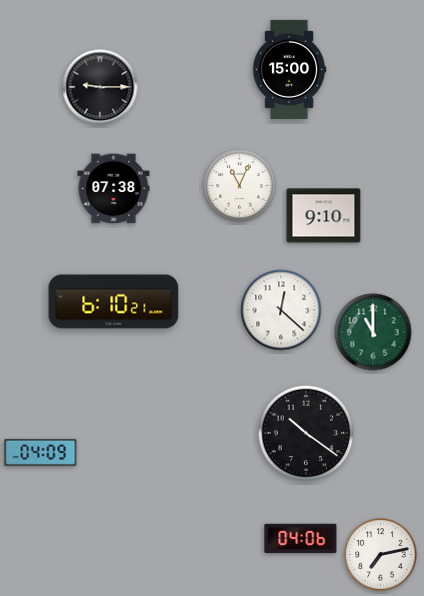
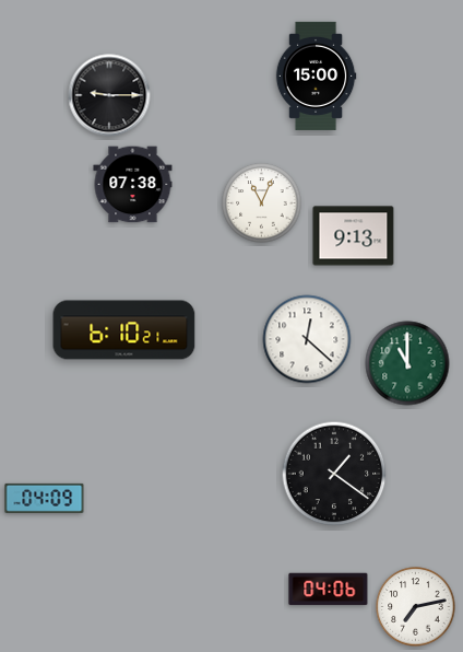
clock at (114, 189) position: (114, 189) -> (133, 185)
clock at (324, 216): 9:10 -> 9:13
clock at (306, 433): 10:21 -> 1:21
clock at (41, 452) position: (41, 452) -> (45, 498)
